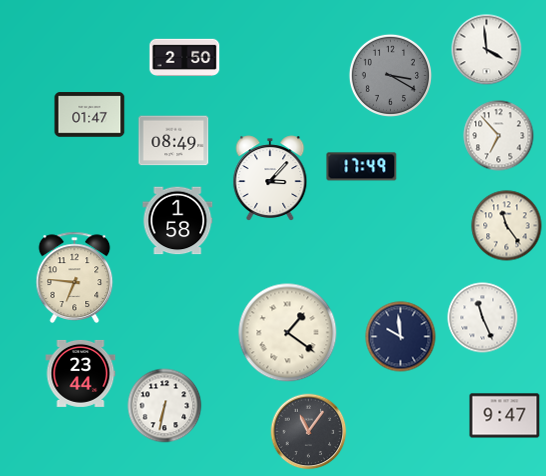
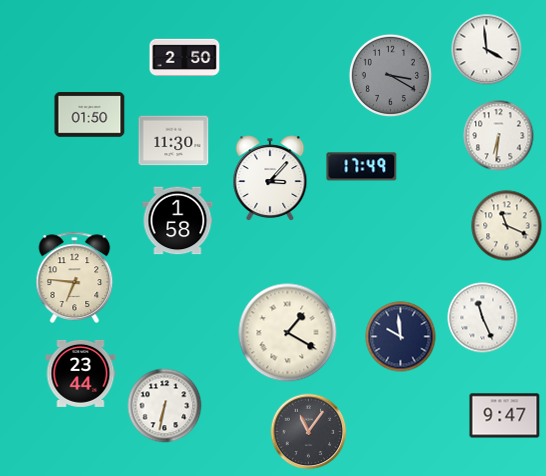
clock at (90, 115): 01:47 -> 01:50
clock at (499, 136): 6:53 -> 6:31
clock at (174, 141): 08:49 -> 11:30
clock at (507, 226): 11:24 -> 11:19
clock at (288, 333): 1:21 -> 1:20
